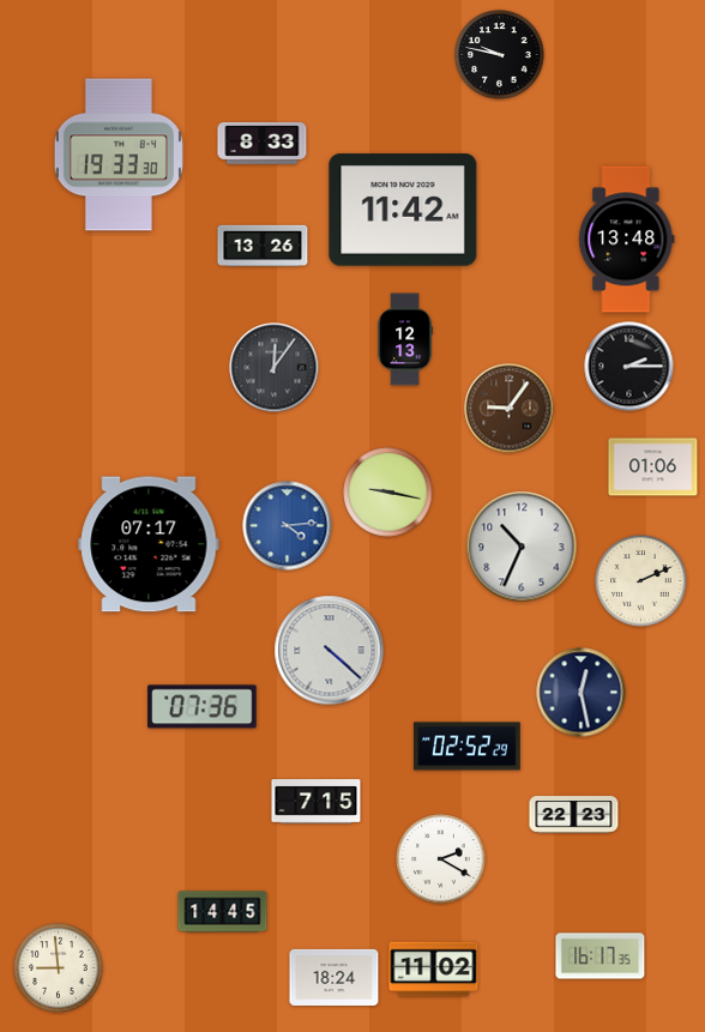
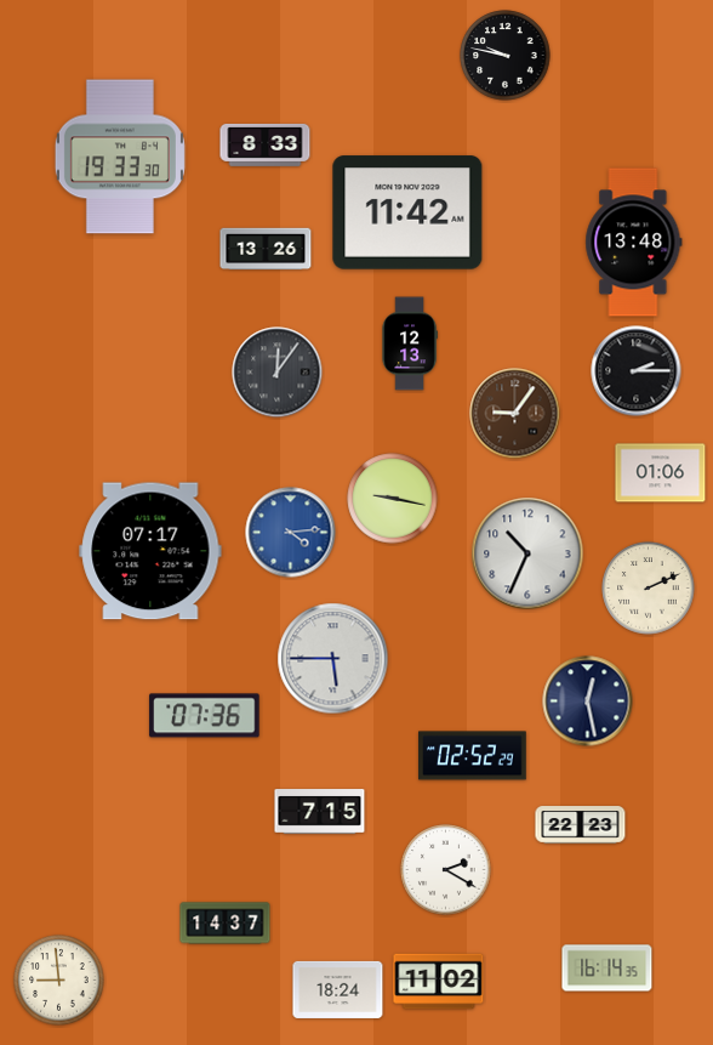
clock at (330, 651): 4:22 -> 5:45
clock at (223, 912): 14:45 -> 14:37
clock at (601, 956): 16:17 -> 16:14
